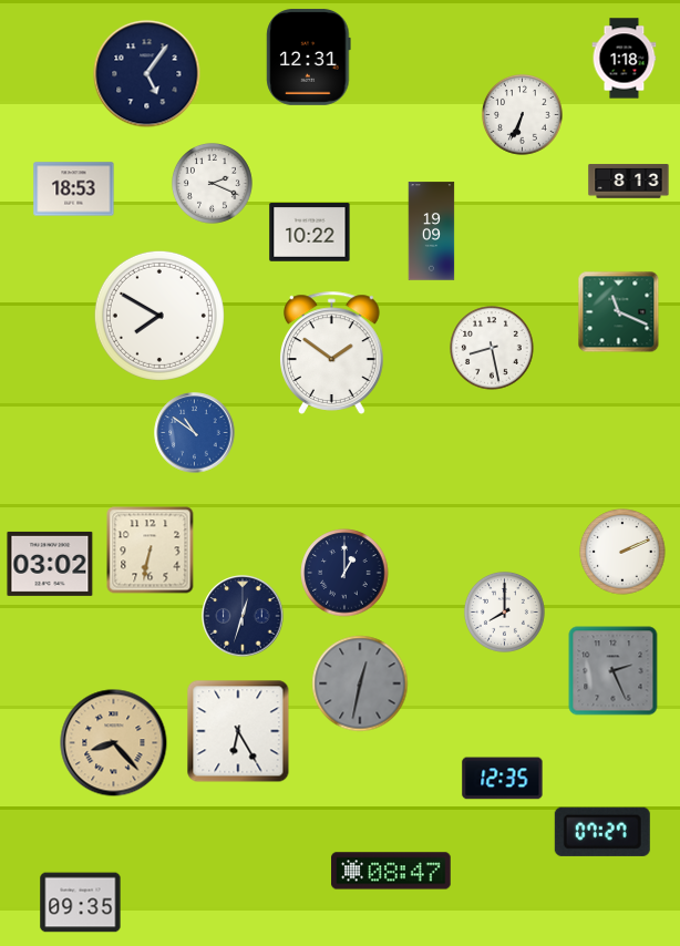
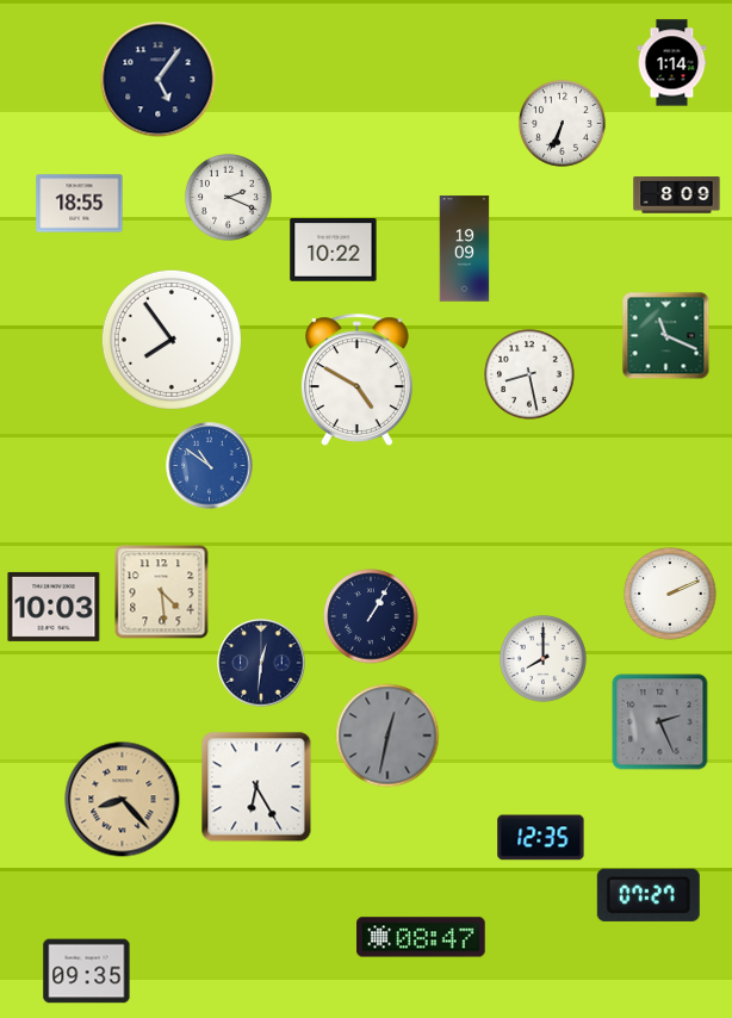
clock at (309, 56): 12:31 -> none
clock at (625, 59): 1:18 -> 1:14
clock at (629, 182): 8:13 -> 8:09
clock at (74, 189): 18:53 -> 18:55
clock at (159, 316): 7:50 -> 7:54
clock at (332, 352): 1:51 -> 4:50
clock at (151, 551): 6:32 -> 4:29
clock at (50, 564): 03:02 -> 10:03
clock at (344, 573): 1:00 -> 1:05
clock at (243, 616): 12:33 -> 12:31
